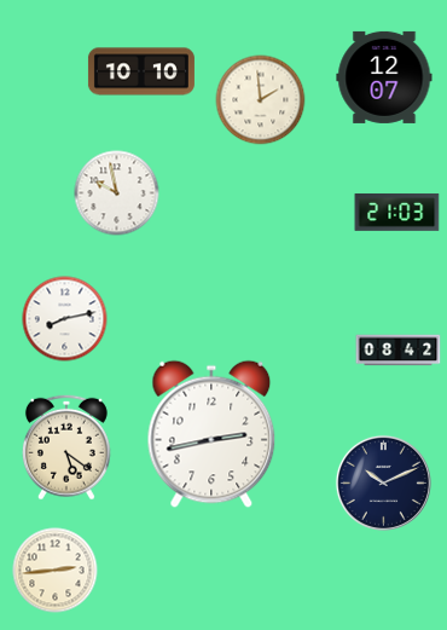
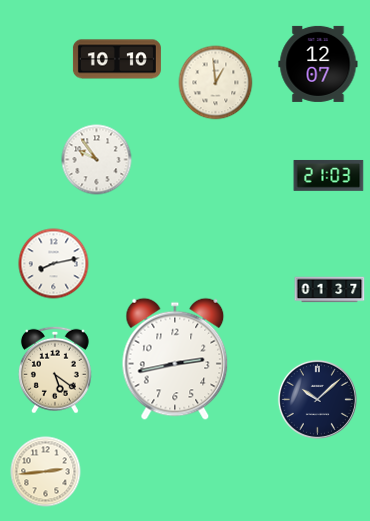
clock at (261, 100): 1:59 -> 12:59
clock at (117, 193): 9:58 -> 9:54
clock at (399, 351): 08:42 -> 01:37
clock at (383, 482): 10:11 -> 10:08
